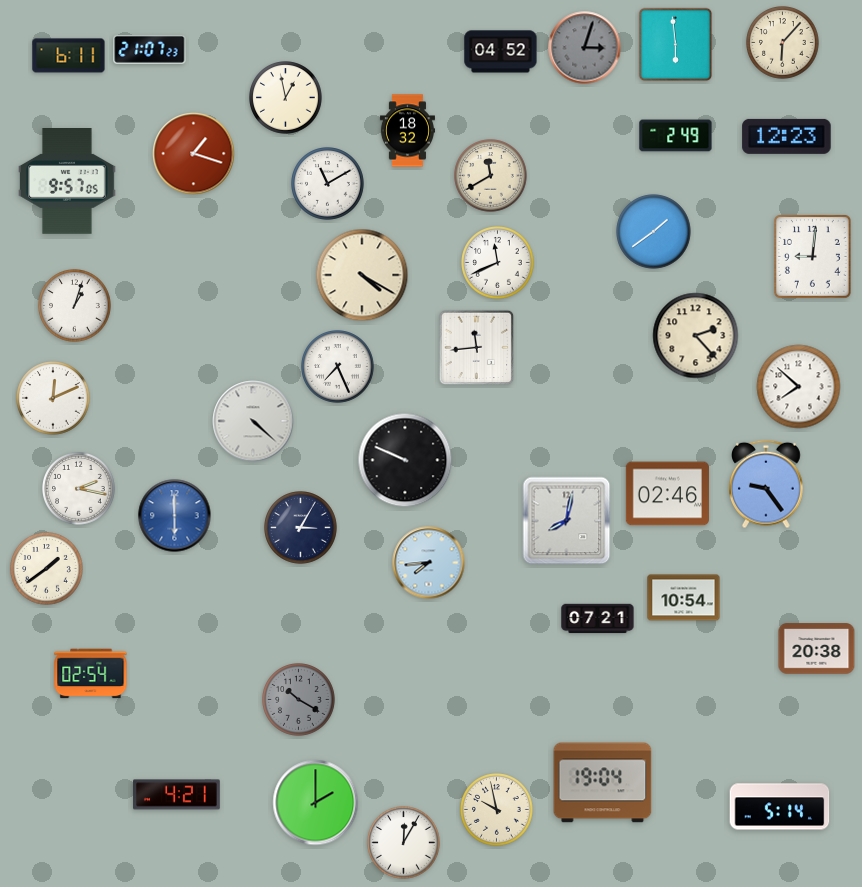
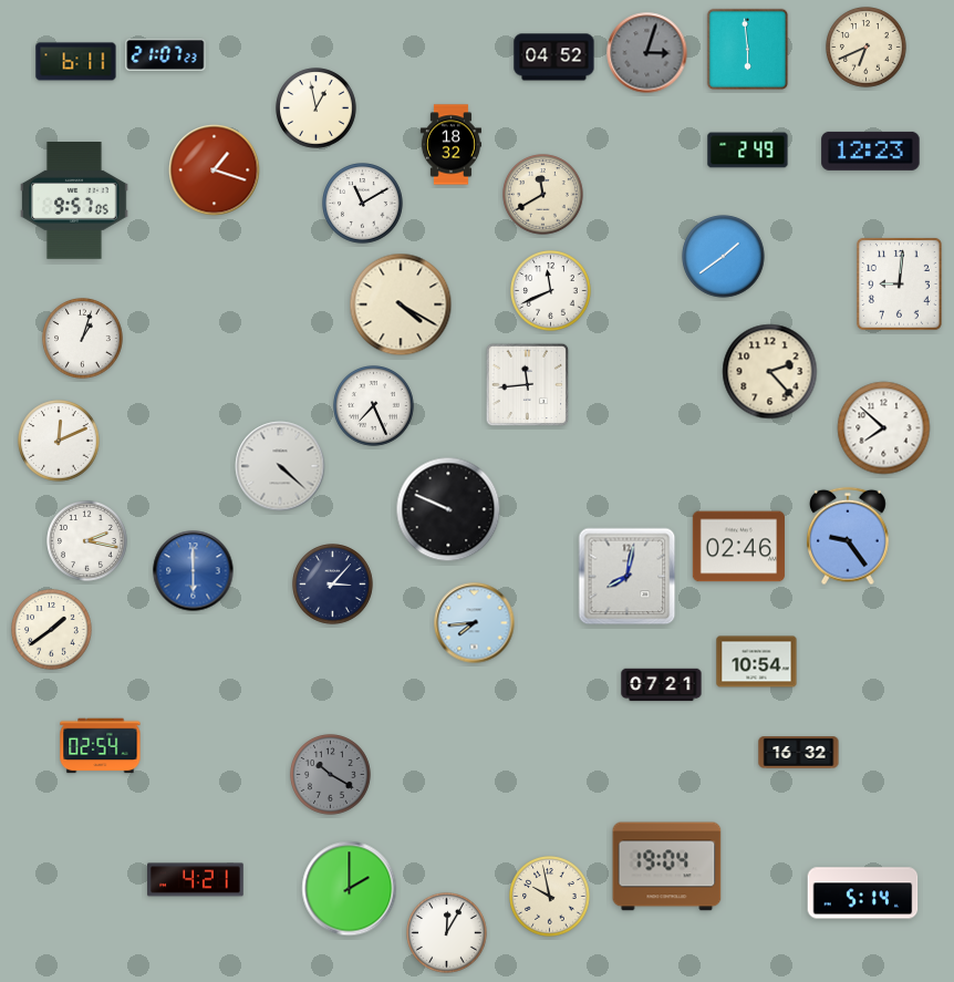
clock at (783, 43): 6:07 -> 6:41
clock at (301, 528): 3:05 -> 3:07
clock at (817, 649): 20:38 -> none
clock at (799, 753): none -> 16:32
